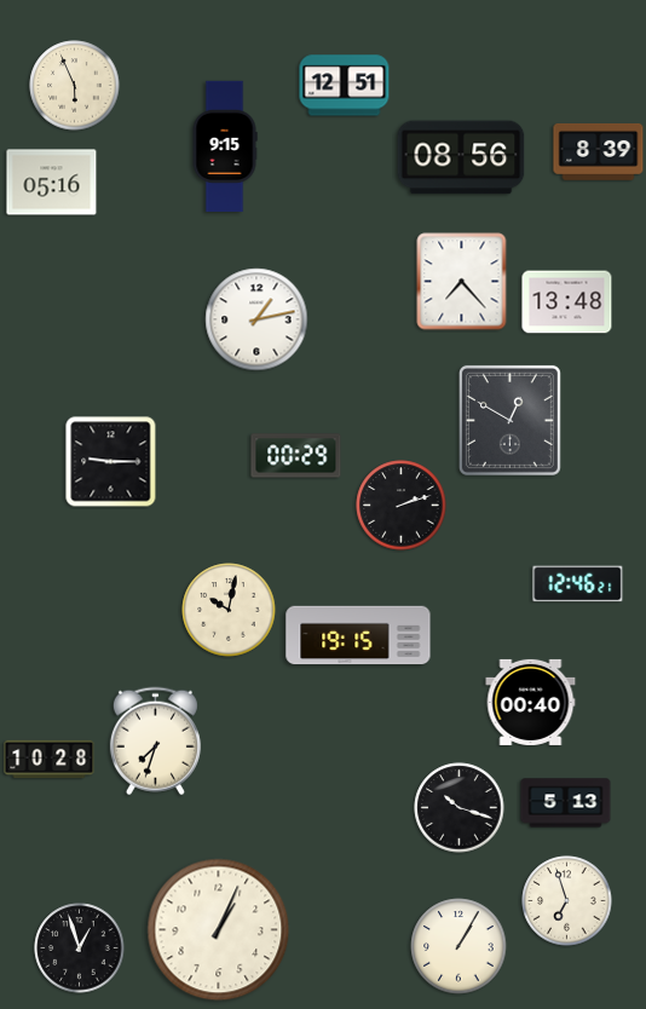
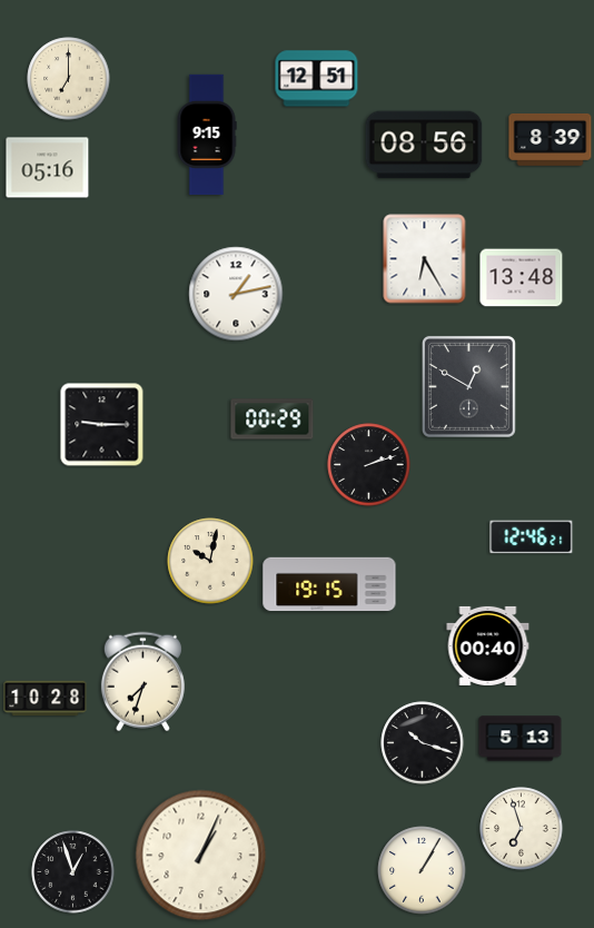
clock at (75, 86): 5:56 -> 7:00
clock at (462, 282): 7:23 -> 6:25
